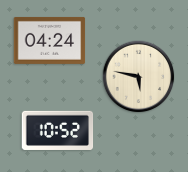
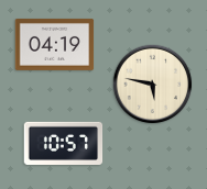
clock at (50, 40): 04:24 -> 04:19
clock at (58, 130): 10:52 -> 10:57
